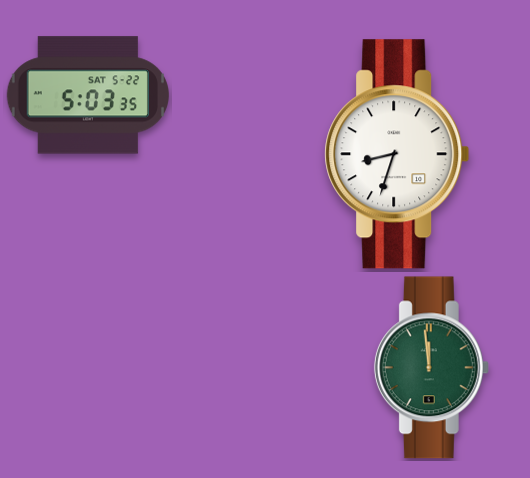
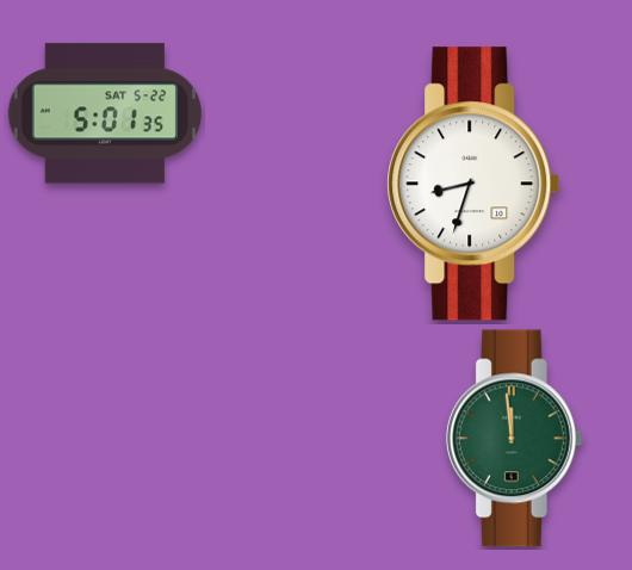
clock at (88, 95): 5:03 -> 5:01
